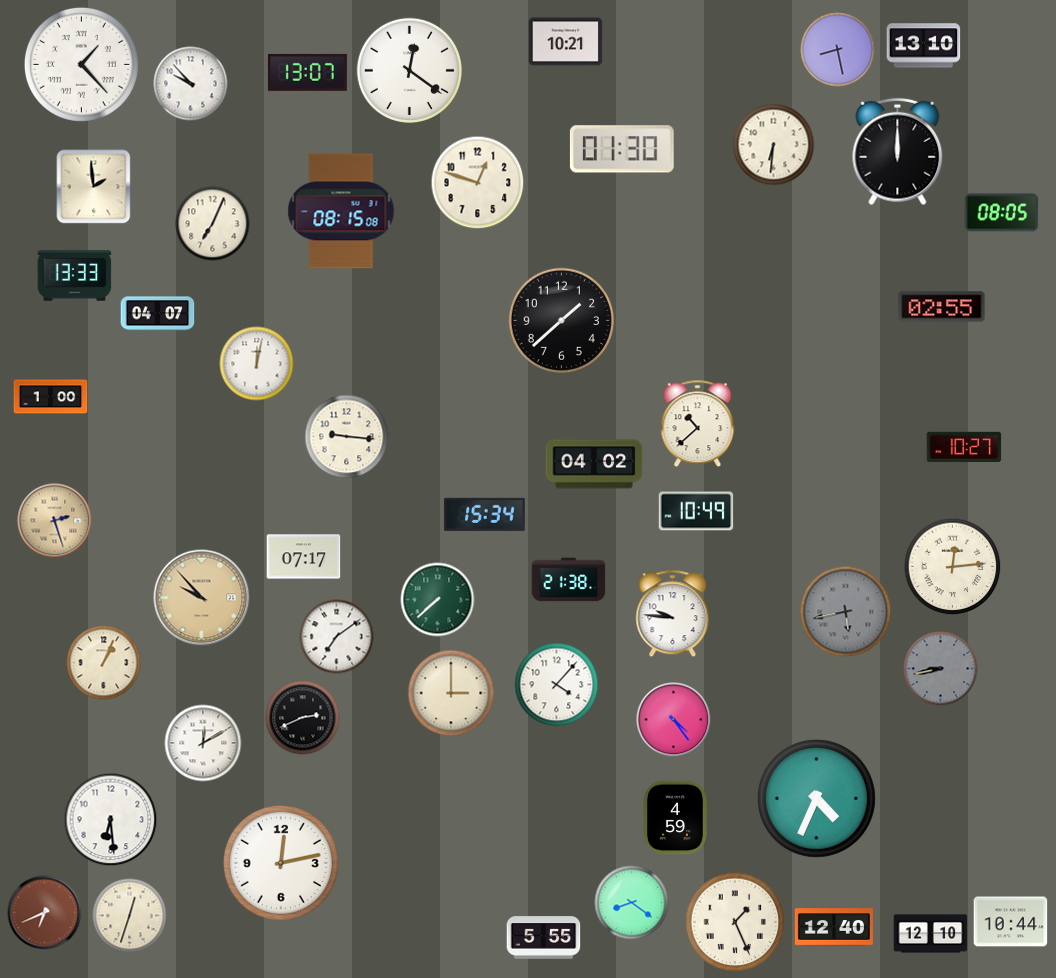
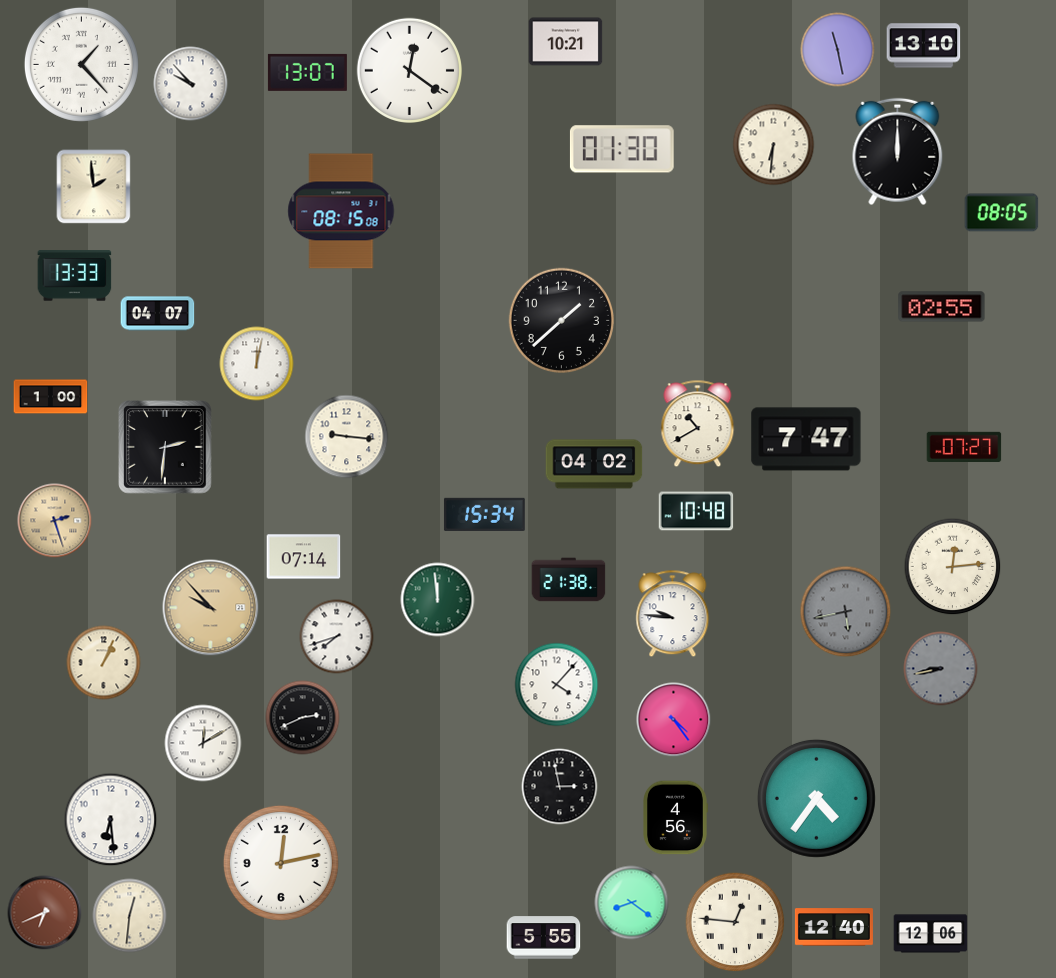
clock at (838, 50): 8:28 -> 11:28
clock at (478, 183): 12:48 -> none
clock at (213, 224): 7:04 -> none
clock at (698, 424): 10:38 -> 10:40
clock at (806, 439): none -> 7:47
clock at (964, 446): 10:27 -> 07:27
clock at (165, 447): none -> 2:31
clock at (696, 511): 10:49 -> 10:48
clock at (304, 557): 07:17 -> 07:14
clock at (202, 598) position: (202, 598) -> (211, 608)
clock at (438, 600): 7:38 -> 11:59
clock at (337, 637): 7:09 -> 7:42
clock at (451, 693): 3:00 -> none
clock at (560, 787): none -> 2:58
clock at (816, 798): 4:34 -> 4:36
clock at (676, 818): 4:59 -> 4:56
clock at (130, 916): 12:33 -> 12:31
clock at (735, 922): 1:26 -> 12:46
clock at (1011, 922): 10:44 -> none
clock at (931, 934): 12:10 -> 12:06
